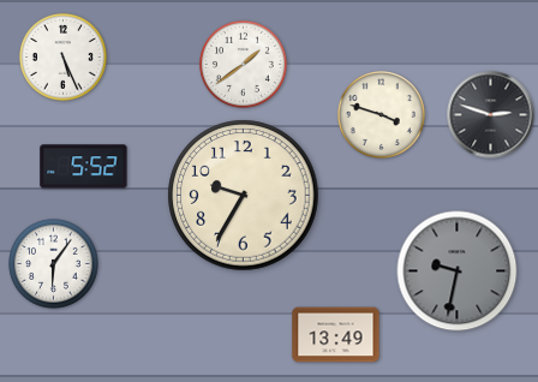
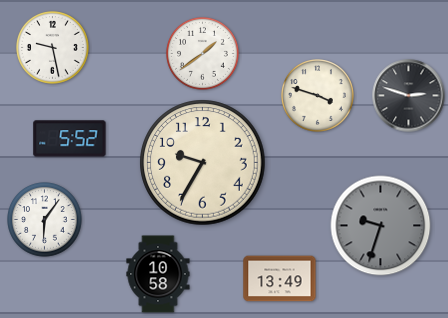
clock at (64, 58): 5:26 -> 9:28
clock at (458, 271): 9:32 -> 9:33
clock at (158, 274): none -> 10:58
